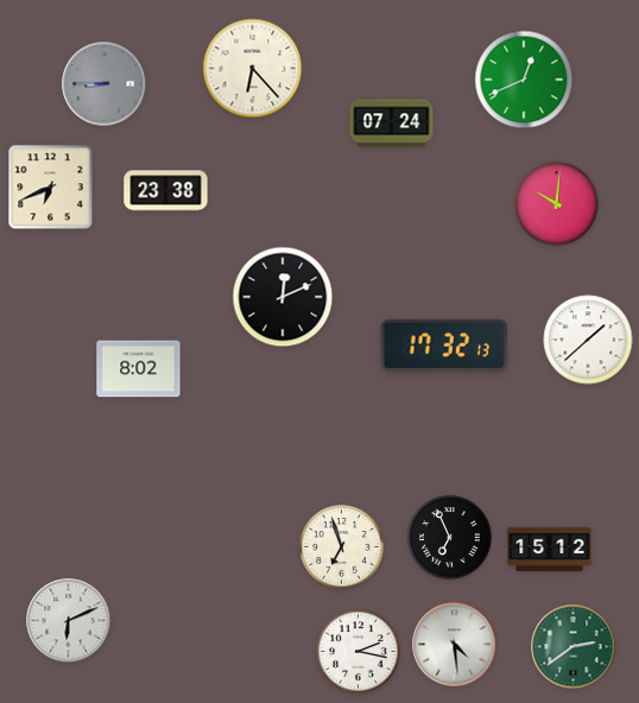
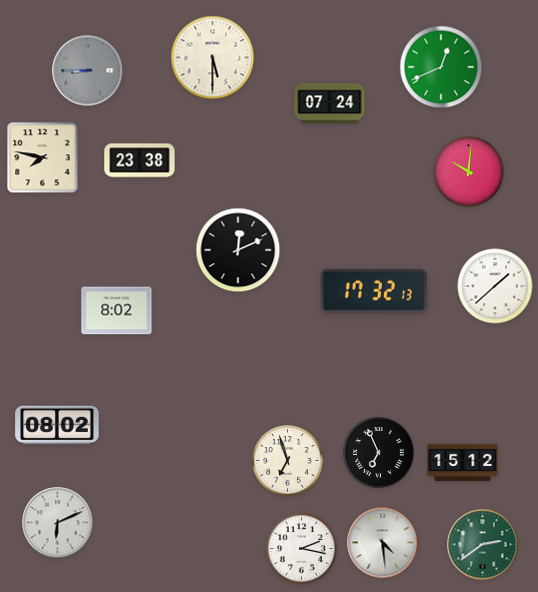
clock at (253, 69): 6:23 -> 5:30
clock at (51, 188): 6:41 -> 7:47
clock at (57, 425): none -> 08:02
